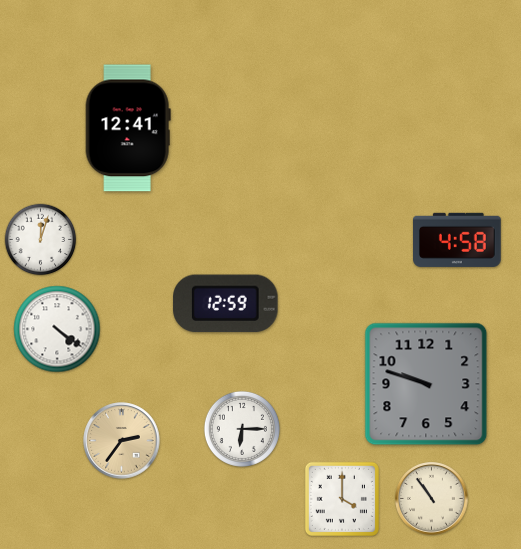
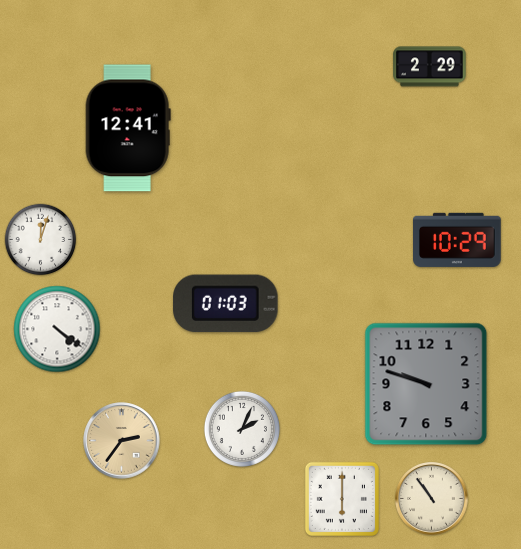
clock at (430, 67): none -> 2:29
clock at (458, 240): 4:58 -> 10:29
clock at (226, 304): 12:59 -> 01:03
clock at (242, 429): 6:15 -> 2:04
clock at (342, 499): 4:00 -> 6:00
